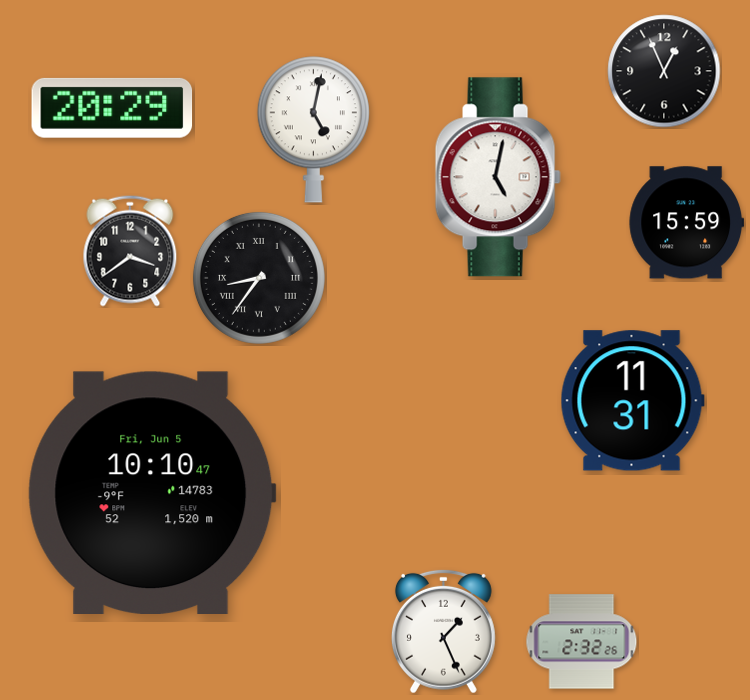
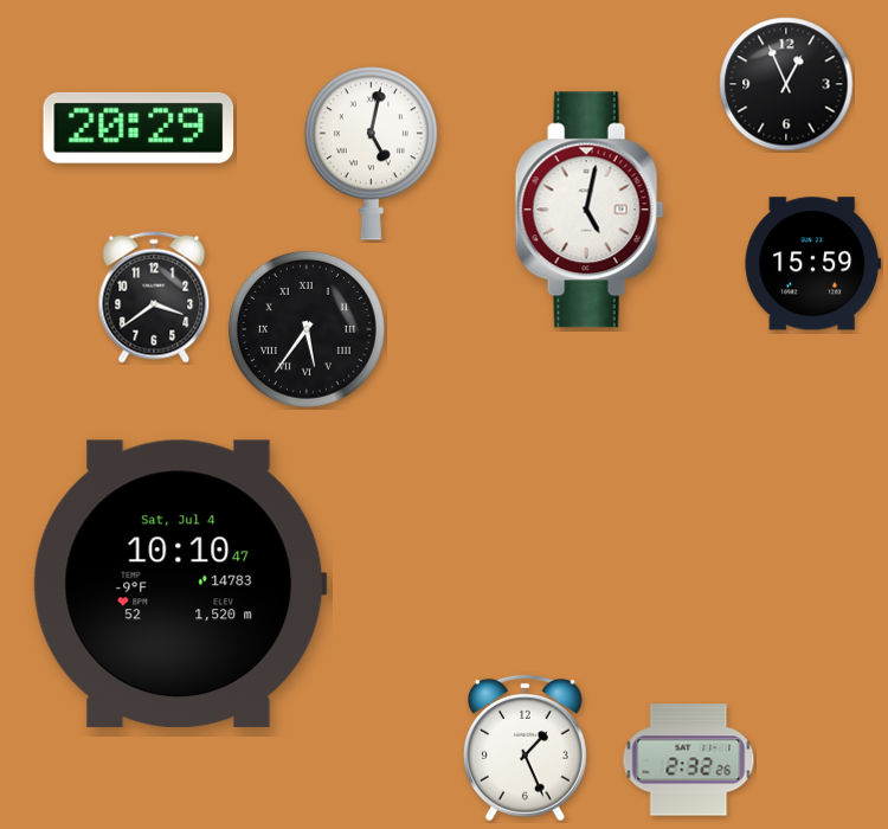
clock at (112, 108) position: (112, 108) -> (139, 128)
clock at (259, 278): 8:36 -> 5:36
clock at (632, 401): 11:31 -> none
clock at (152, 492) date: Fri, Jun 5 -> Sat, Jul 4
